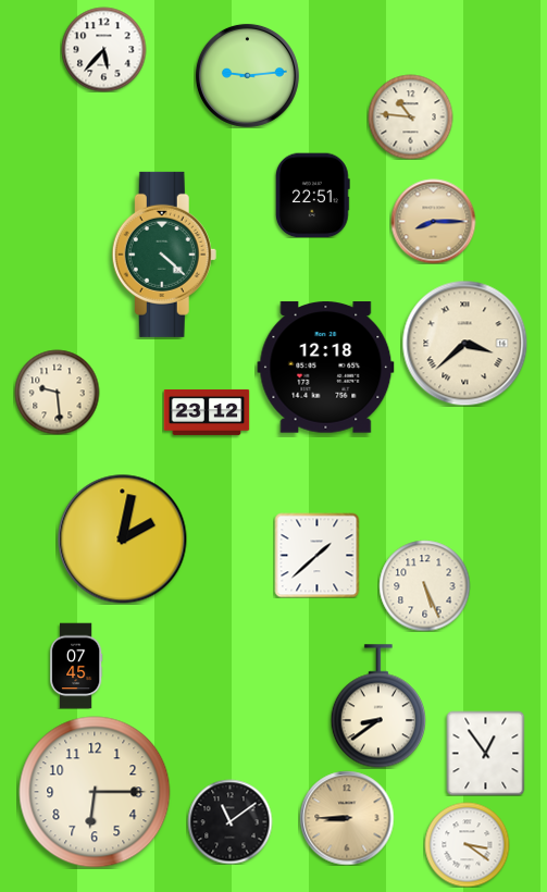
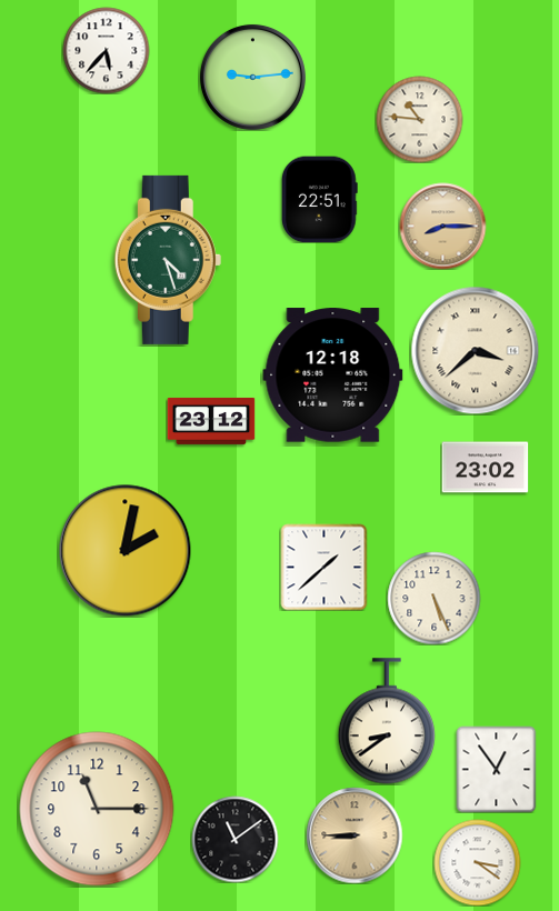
clock at (164, 255): 4:22 -> 4:27
clock at (57, 392): 9:29 -> none
clock at (485, 468): none -> 23:02
clock at (76, 666): 07:45 -> none
clock at (95, 792): 6:15 -> 11:15
